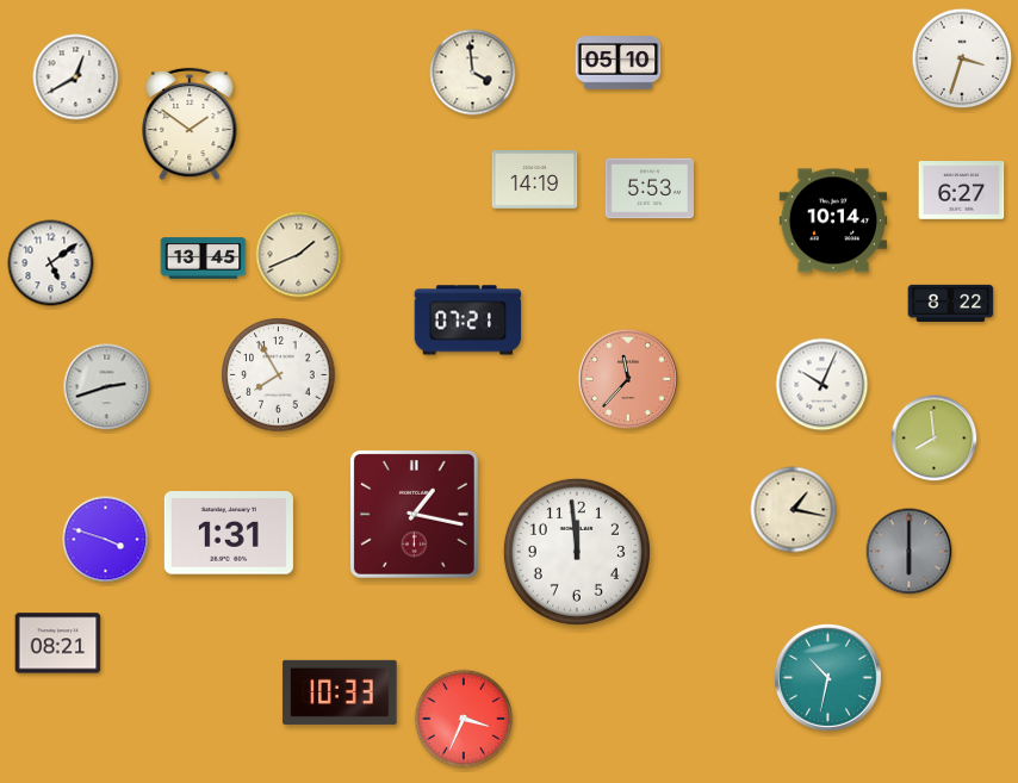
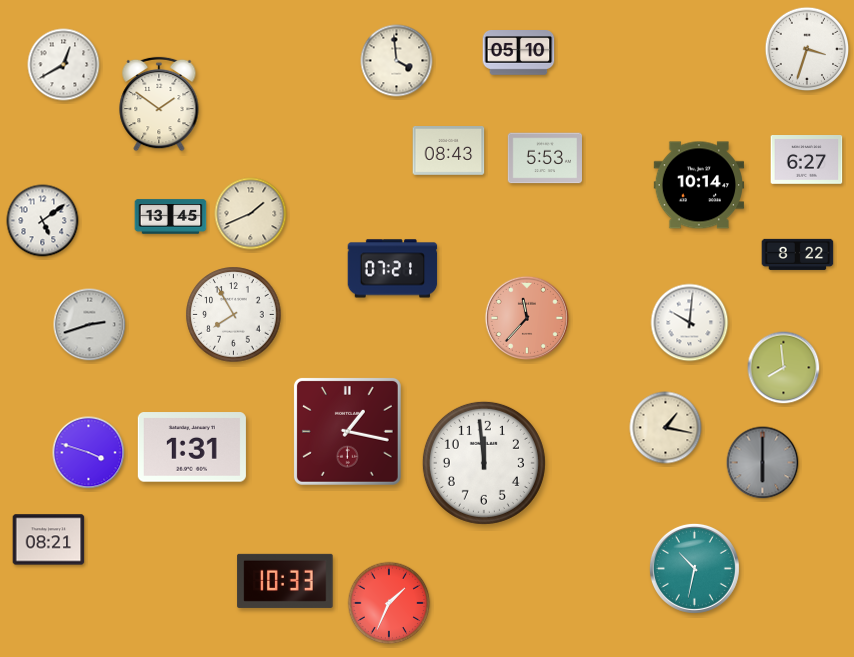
clock at (535, 180): 14:19 -> 08:43
clock at (823, 385): 10:04 -> 10:01
clock at (464, 719): 3:34 -> 1:34
